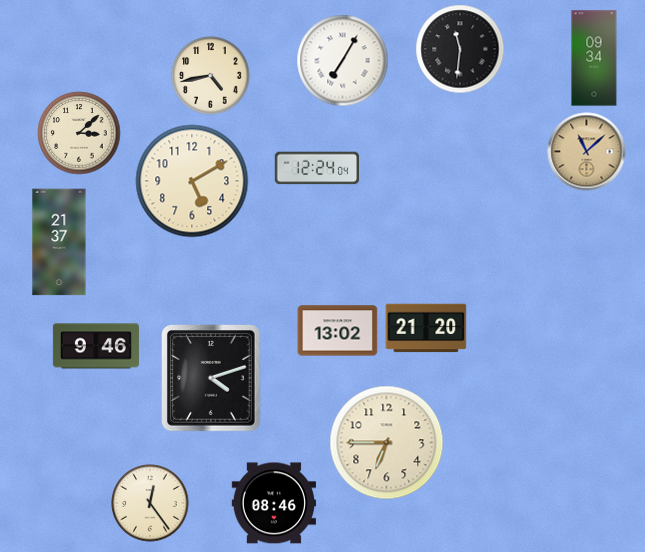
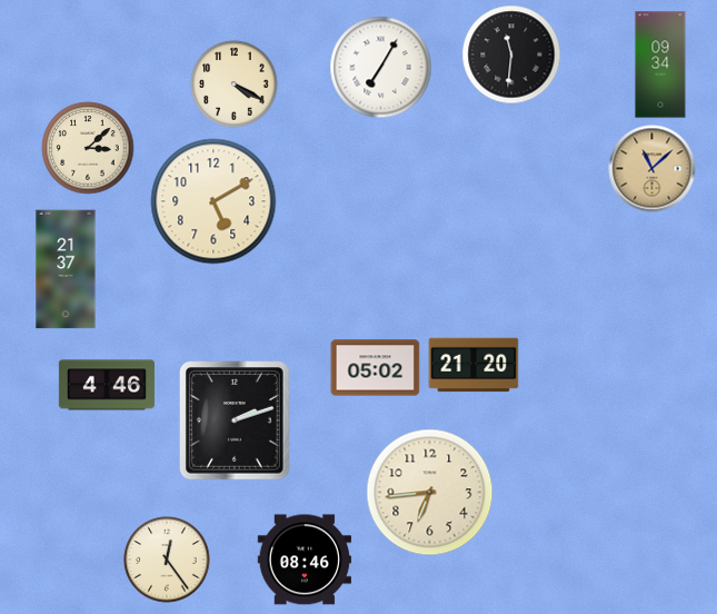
clock at (211, 76): 4:43 -> 4:20
clock at (317, 168): 12:24 -> none
clock at (338, 331): 13:02 -> 05:02
clock at (96, 346): 9:46 -> 4:46
clock at (211, 378): 4:12 -> 2:12
clock at (387, 443): 6:45 -> 6:44
